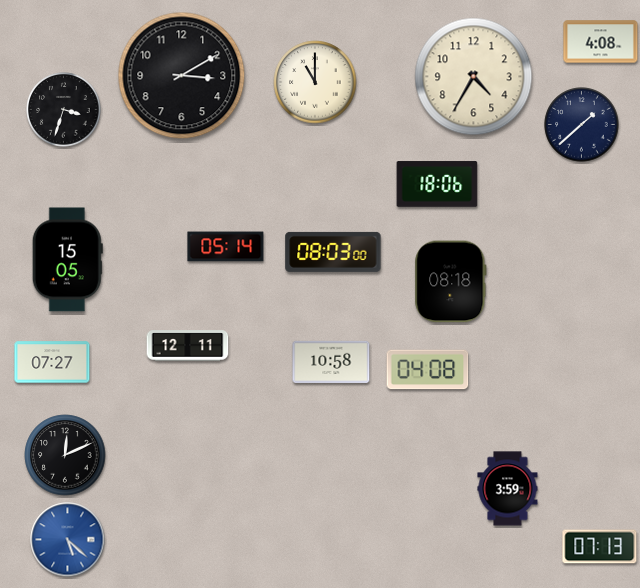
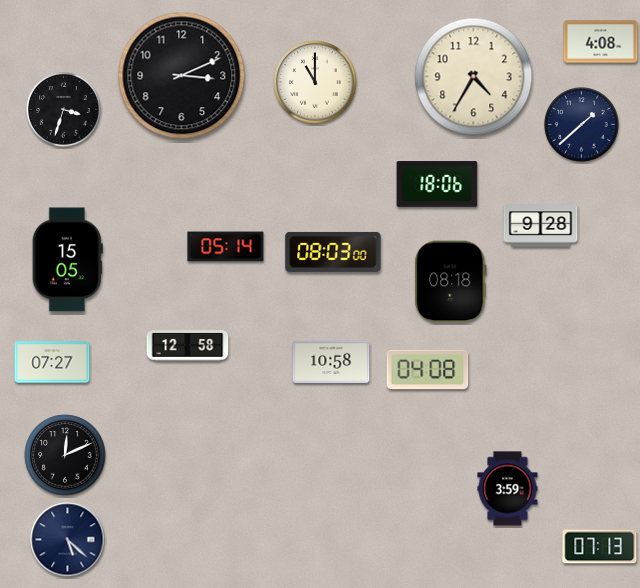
clock at (182, 76): 3:10 -> 3:11
clock at (541, 226): none -> 9:28
clock at (188, 346): 12:11 -> 12:58
clock at (68, 540) dial: blue -> navy
